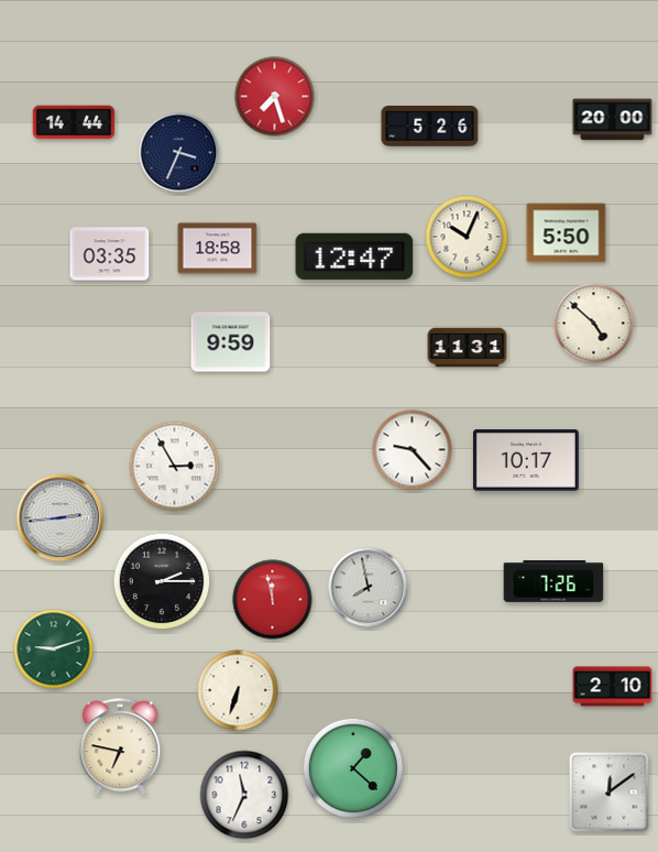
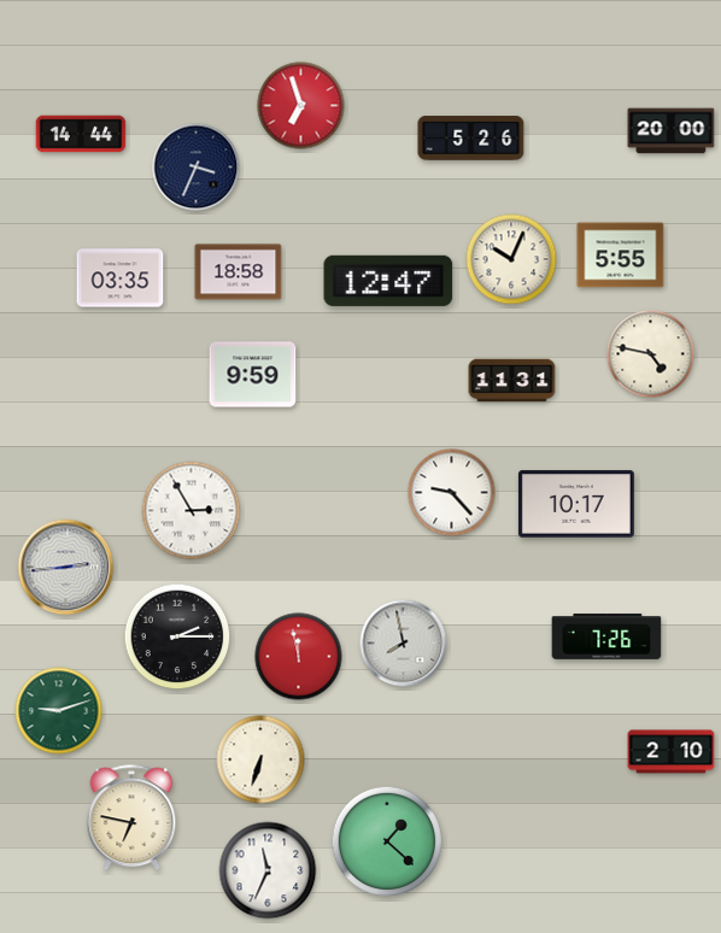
clock at (275, 97): 7:27 -> 6:57
clock at (567, 233): 5:50 -> 5:55
clock at (594, 324): 4:52 -> 4:47
clock at (238, 690) position: (238, 690) -> (260, 759)
clock at (610, 793): 12:09 -> none
